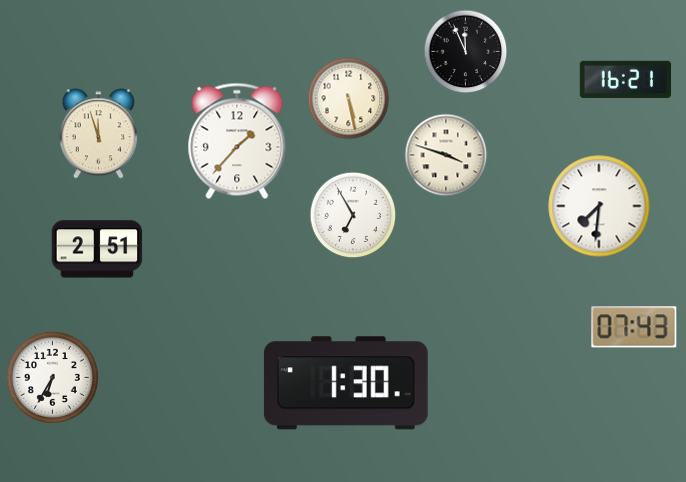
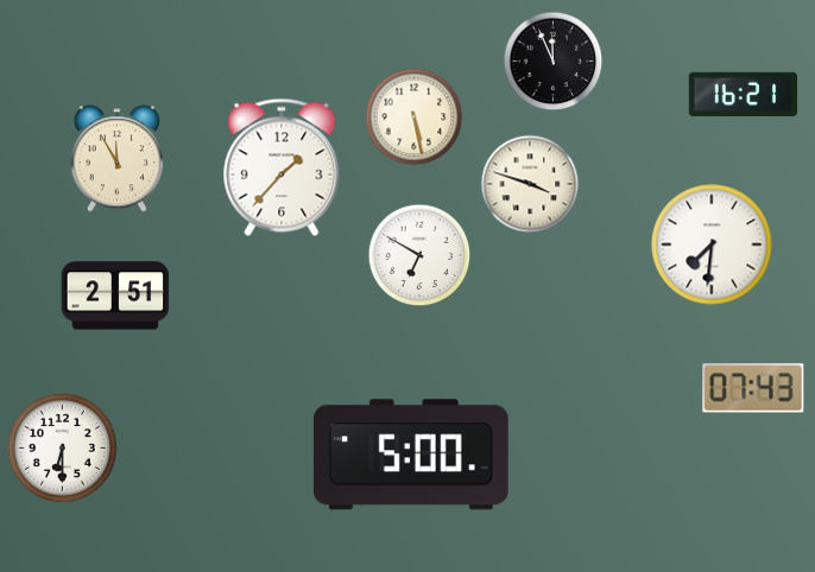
clock at (98, 134): 11:57 -> 11:55
clock at (353, 215): 6:55 -> 6:50
clock at (52, 377): 6:35 -> 6:30
clock at (346, 383): 1:30 -> 5:00
